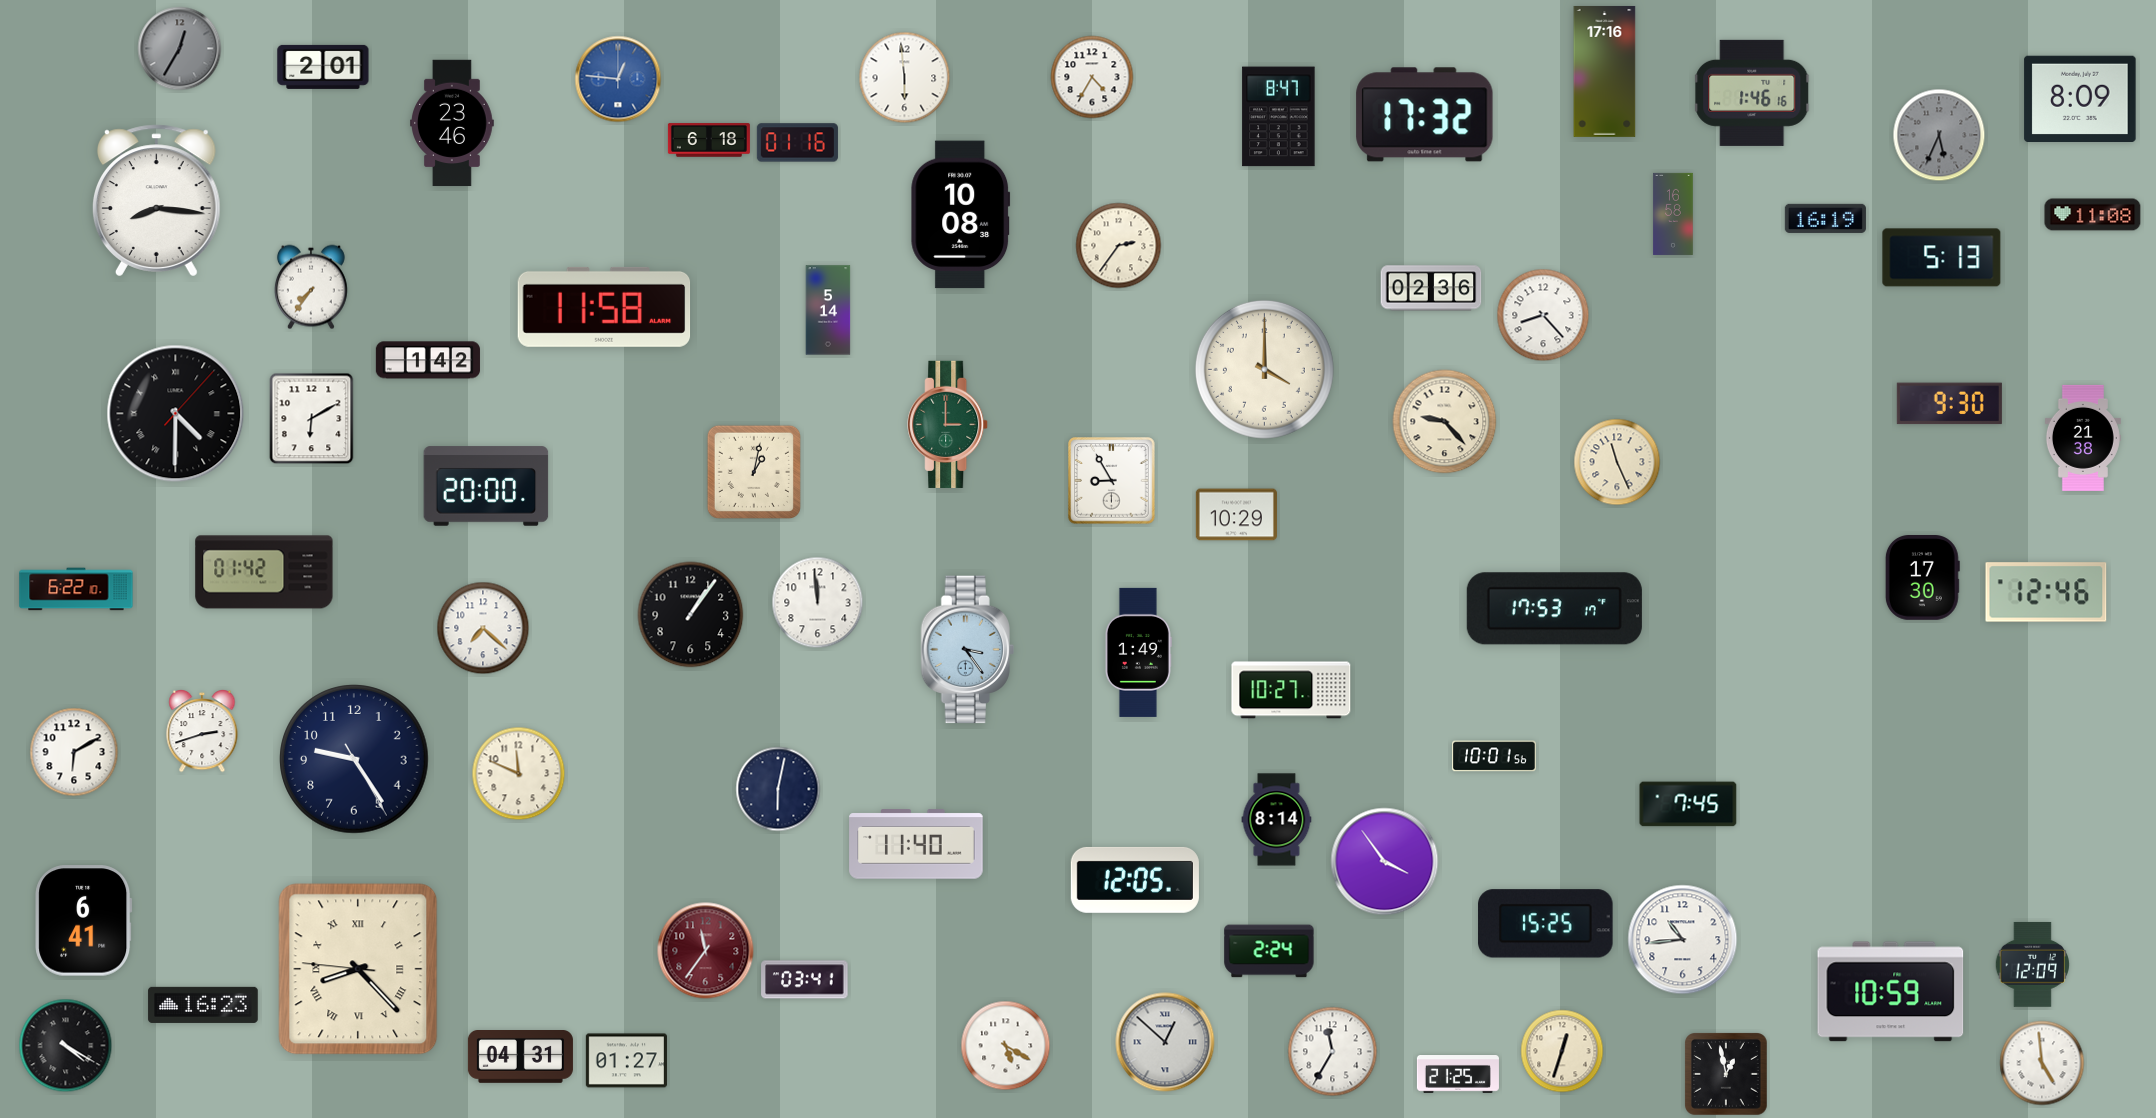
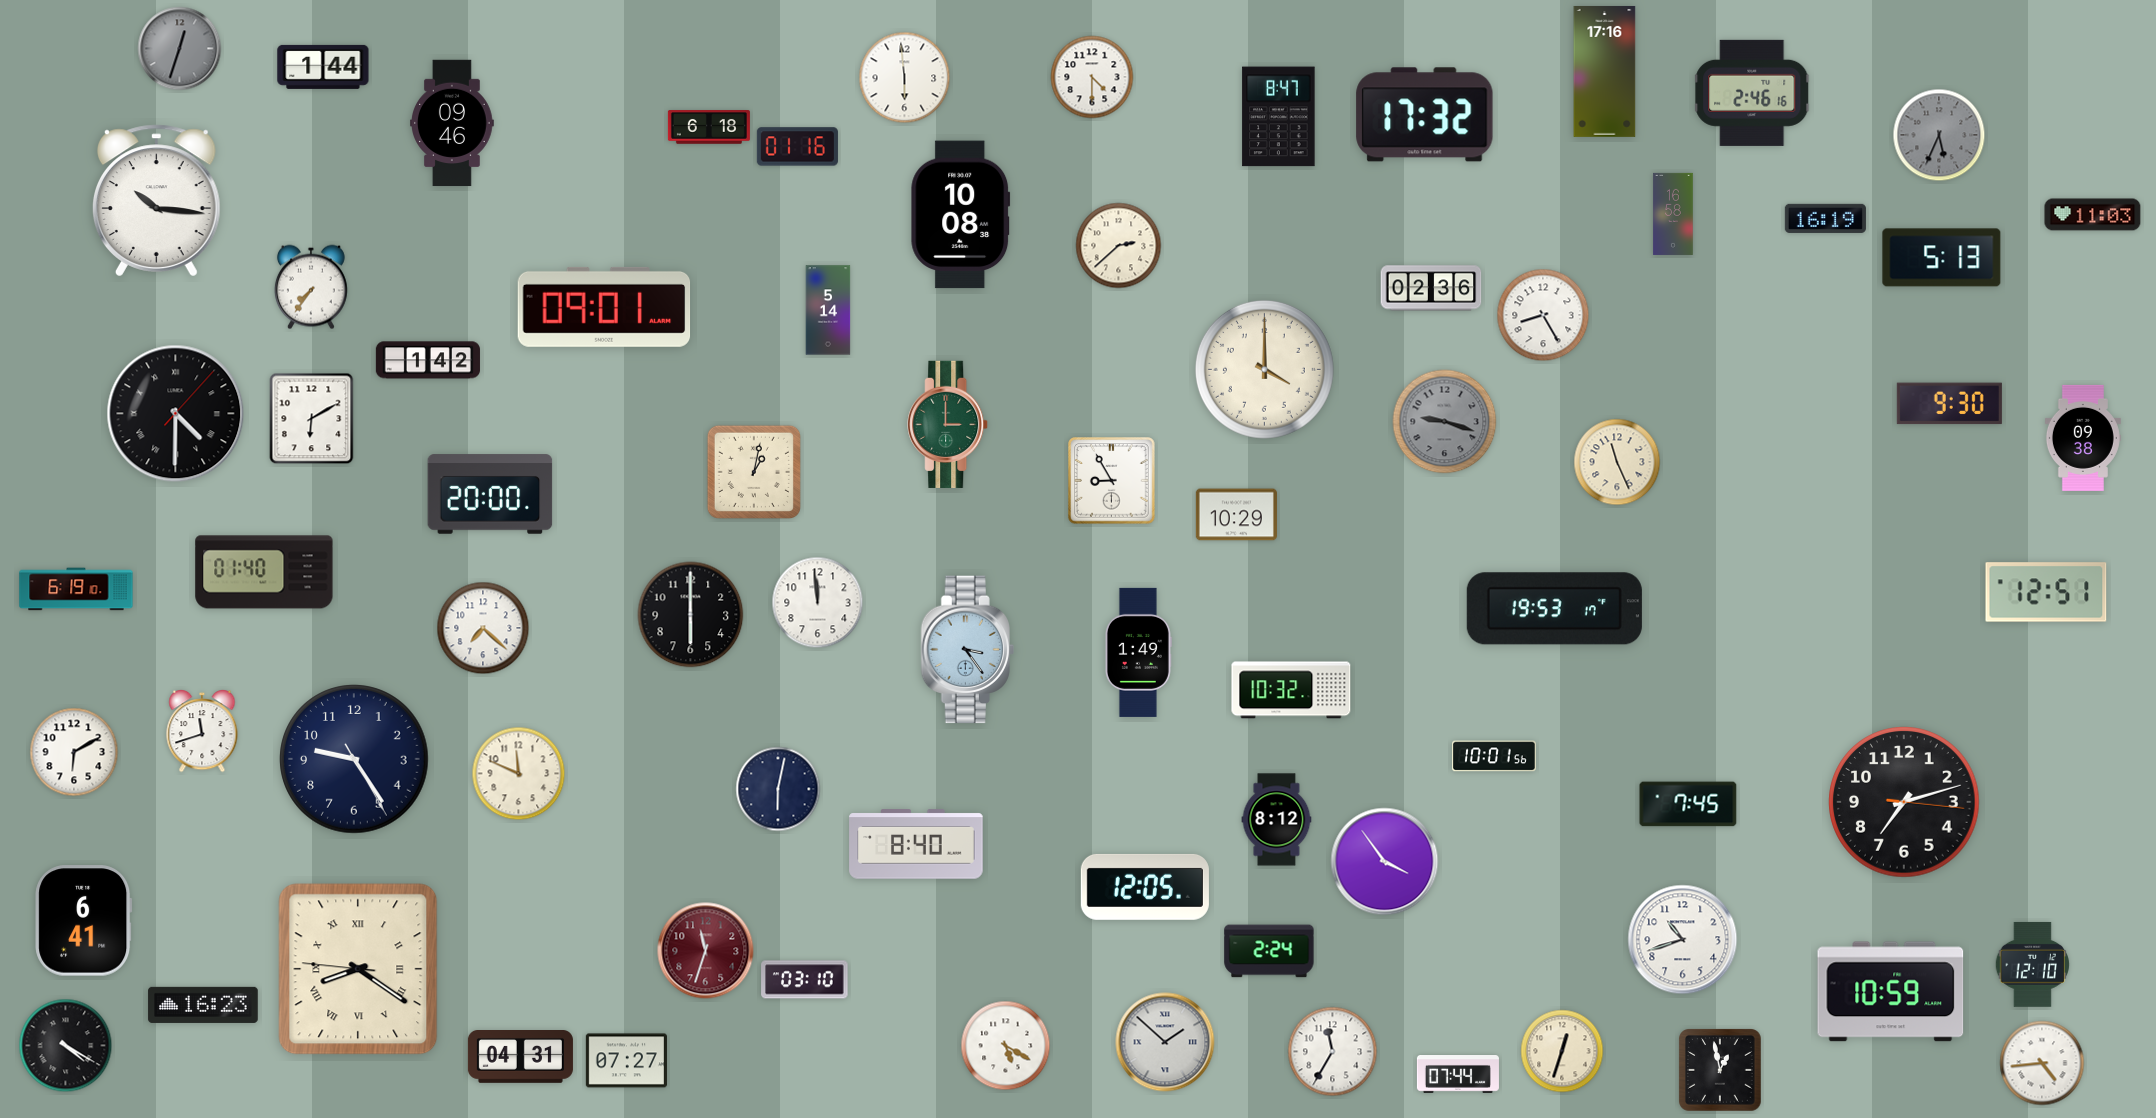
clock at (180, 49): 12:35 -> 12:33
clock at (323, 67): 2:01 -> 1:44
clock at (1092, 77): 4:35 -> 4:30
clock at (618, 79): 12:46 -> none
clock at (1753, 93): 1:46 -> 2:46
clock at (2080, 98): 8:09 -> none
clock at (453, 123): 23:46 -> 09:46
clock at (709, 140) position: (709, 140) -> (709, 127)
clock at (797, 143) position: (797, 143) -> (797, 147)
clock at (156, 201): 8:16 -> 10:16
clock at (2093, 215): 11:08 -> 11:03
clock at (1119, 246): 2:36 -> 2:38
clock at (604, 307): 11:58 -> 09:01
clock at (1543, 315): 8:23 -> 8:25
clock at (1445, 422): 9:23 -> 9:18
clock at (1445, 422) dial: cream -> grey
clock at (2083, 438): 21:38 -> 09:38
clock at (486, 486) position: (486, 486) -> (490, 494)
clock at (264, 572): 01:42 -> 01:40
clock at (1922, 578): 17:30 -> none
clock at (76, 589): 6:22 -> 6:19
clock at (2046, 592): 12:46 -> 12:51
clock at (1554, 609): 17:53 -> 19:53
clock at (691, 615): 1:06 -> 6:00
clock at (1291, 690): 10:27 -> 10:32
clock at (202, 732): 2:42 -> 11:42
clock at (1904, 802): none -> 7:12
clock at (1277, 820): 8:14 -> 8:12
clock at (916, 844): 11:40 -> 8:40
clock at (1135, 880) position: (1135, 880) -> (1145, 887)
clock at (1546, 924): 15:25 -> none
clock at (1683, 940): 10:44 -> 10:42
clock at (706, 951): 11:36 -> 11:33
clock at (2032, 964): 12:09 -> 12:10
clock at (358, 969): 8:22 -> 8:20
clock at (805, 980): 03:41 -> 03:10
clock at (1165, 1042): 12:52 -> 1:52
clock at (626, 1061): 01:27 -> 07:27
clock at (2042, 1063): 4:59 -> 4:44
clock at (1458, 1074): 21:25 -> 07:44
clock at (1726, 1074) position: (1726, 1074) -> (1720, 1070)
